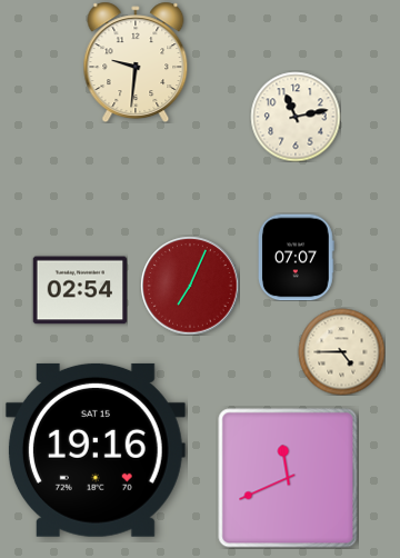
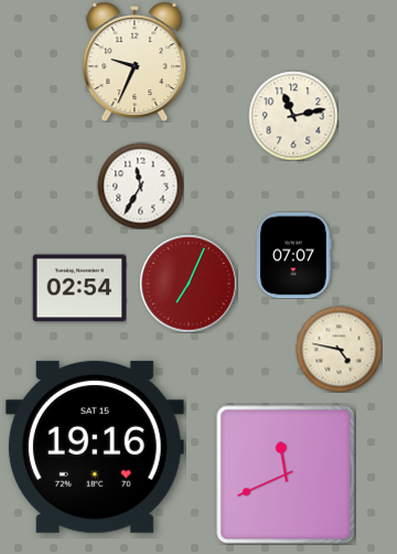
clock at (136, 62): 9:31 -> 9:34
clock at (140, 185): none -> 11:35
clock at (341, 351): 4:45 -> 4:47
